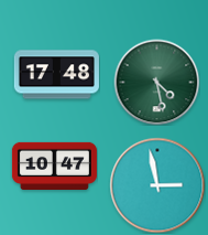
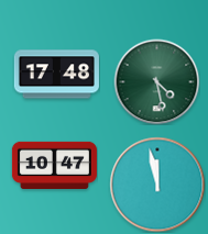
clock at (157, 185): 2:58 -> 11:58
